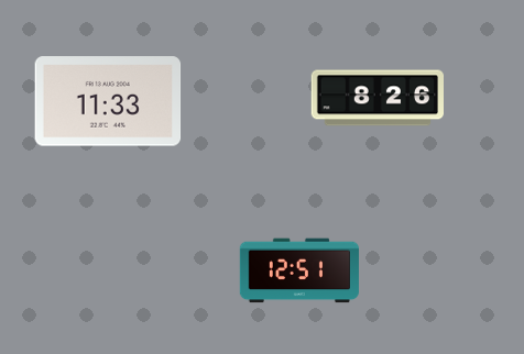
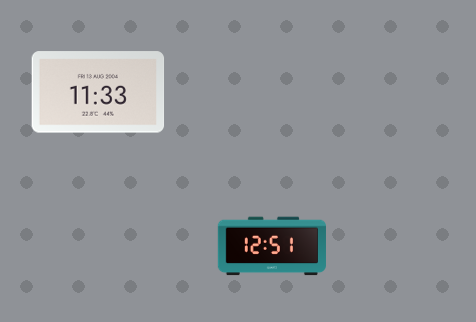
clock at (376, 98): 8:26 -> none
